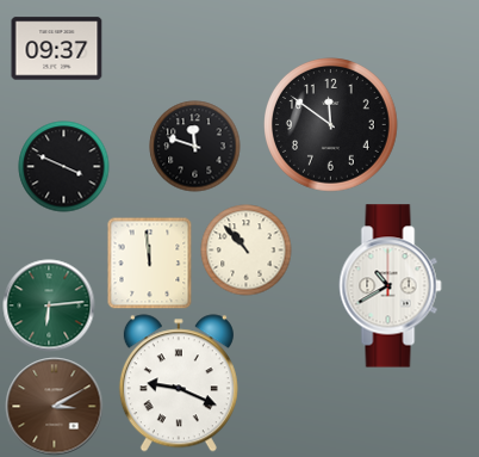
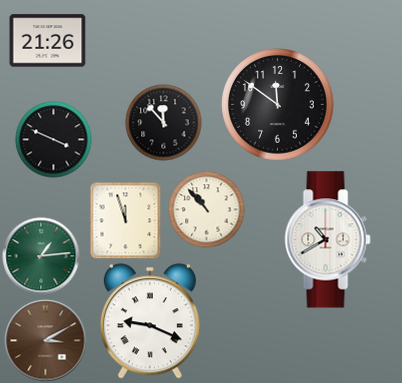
clock at (57, 49): 09:37 -> 21:26
clock at (195, 147): 11:48 -> 11:53
clock at (150, 263): 11:59 -> 11:57
clock at (49, 305): 6:14 -> 1:14
